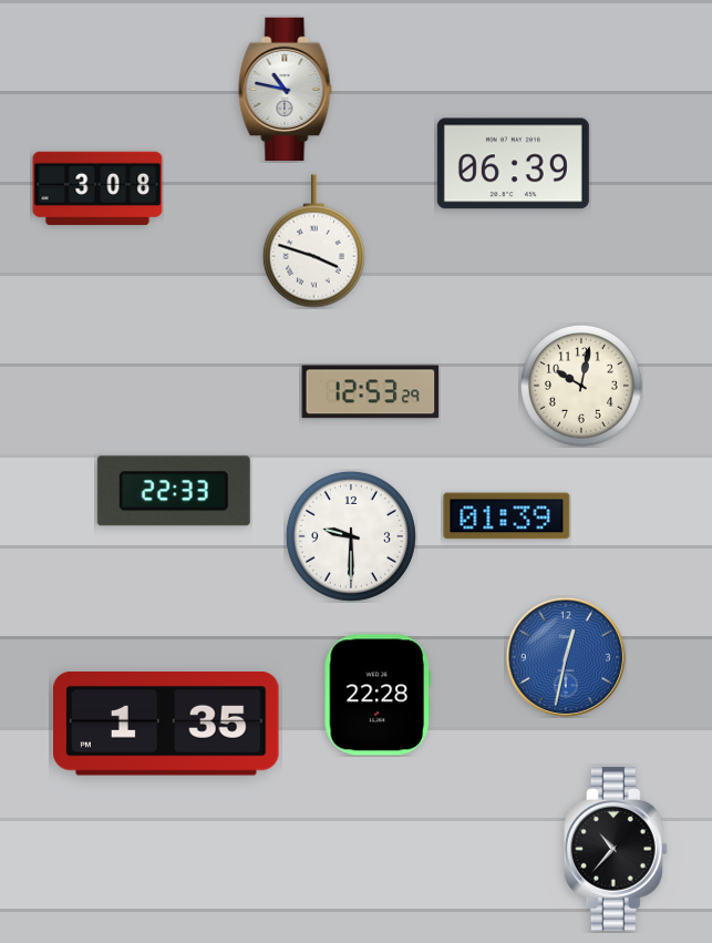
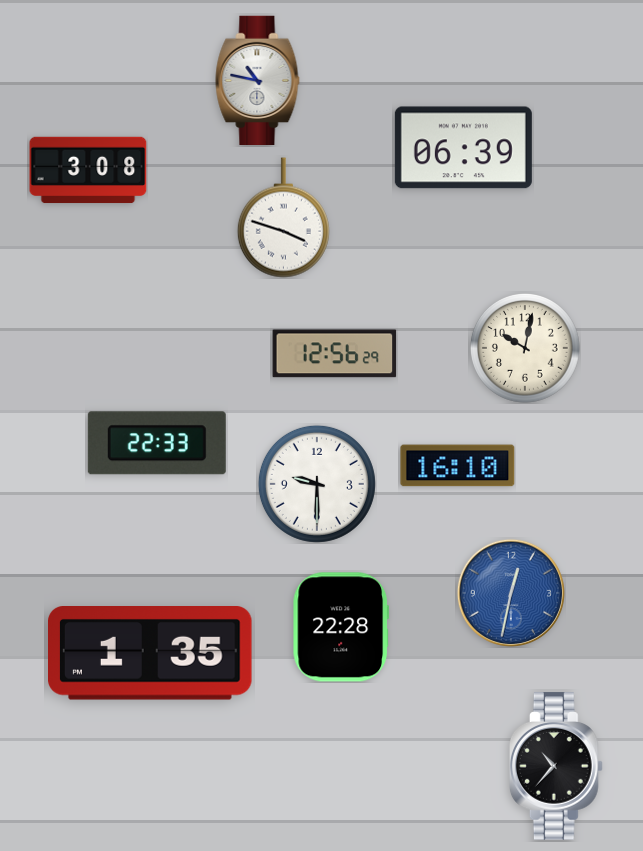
clock at (371, 392): 12:53 -> 12:56
clock at (507, 516): 01:39 -> 16:10
